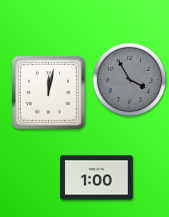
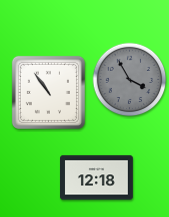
clock at (48, 92): 12:02 -> 10:54
clock at (97, 178): 1:00 -> 12:18
